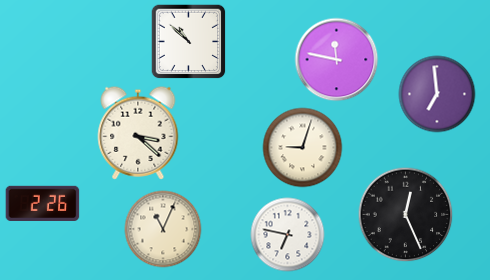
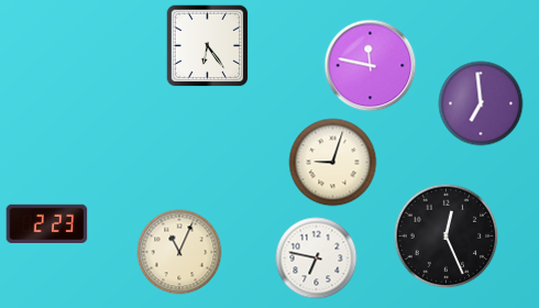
clock at (189, 42): 10:52 -> 6:24
clock at (138, 133): 3:22 -> none
clock at (43, 203): 2:26 -> 2:23
